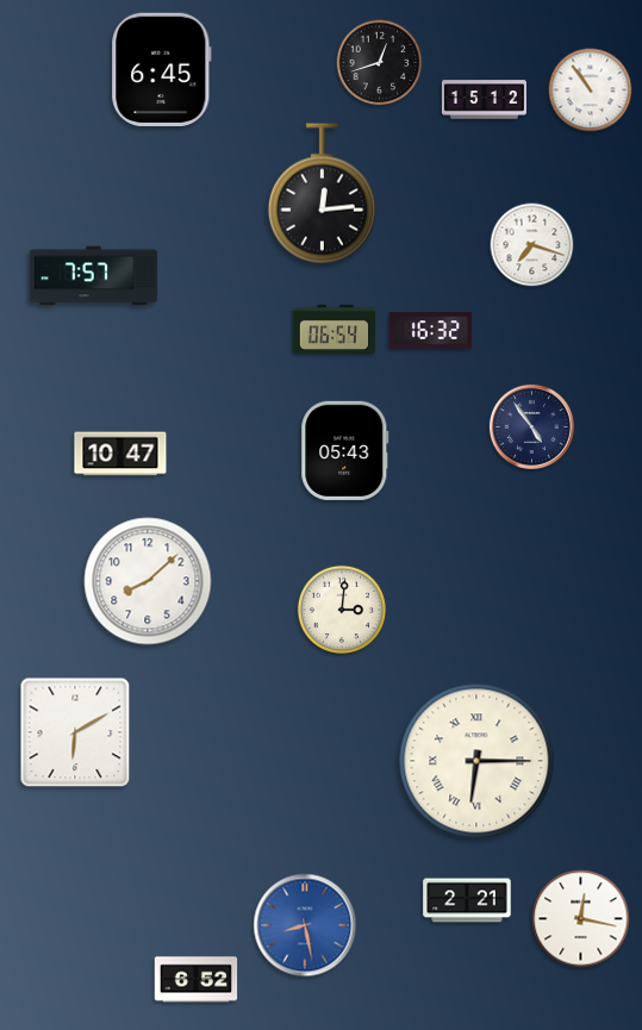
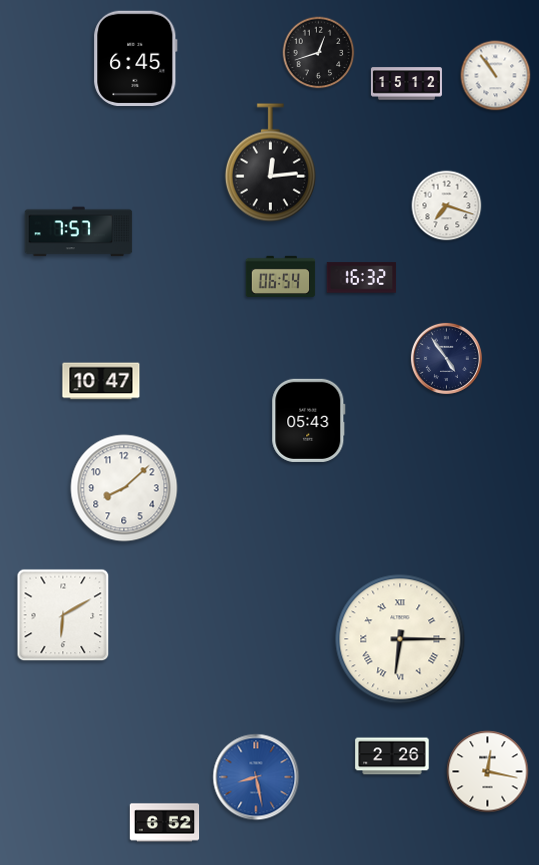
clock at (345, 450) position: (345, 450) -> (309, 420)
clock at (341, 608): 3:01 -> none
clock at (467, 900): 2:21 -> 2:26
